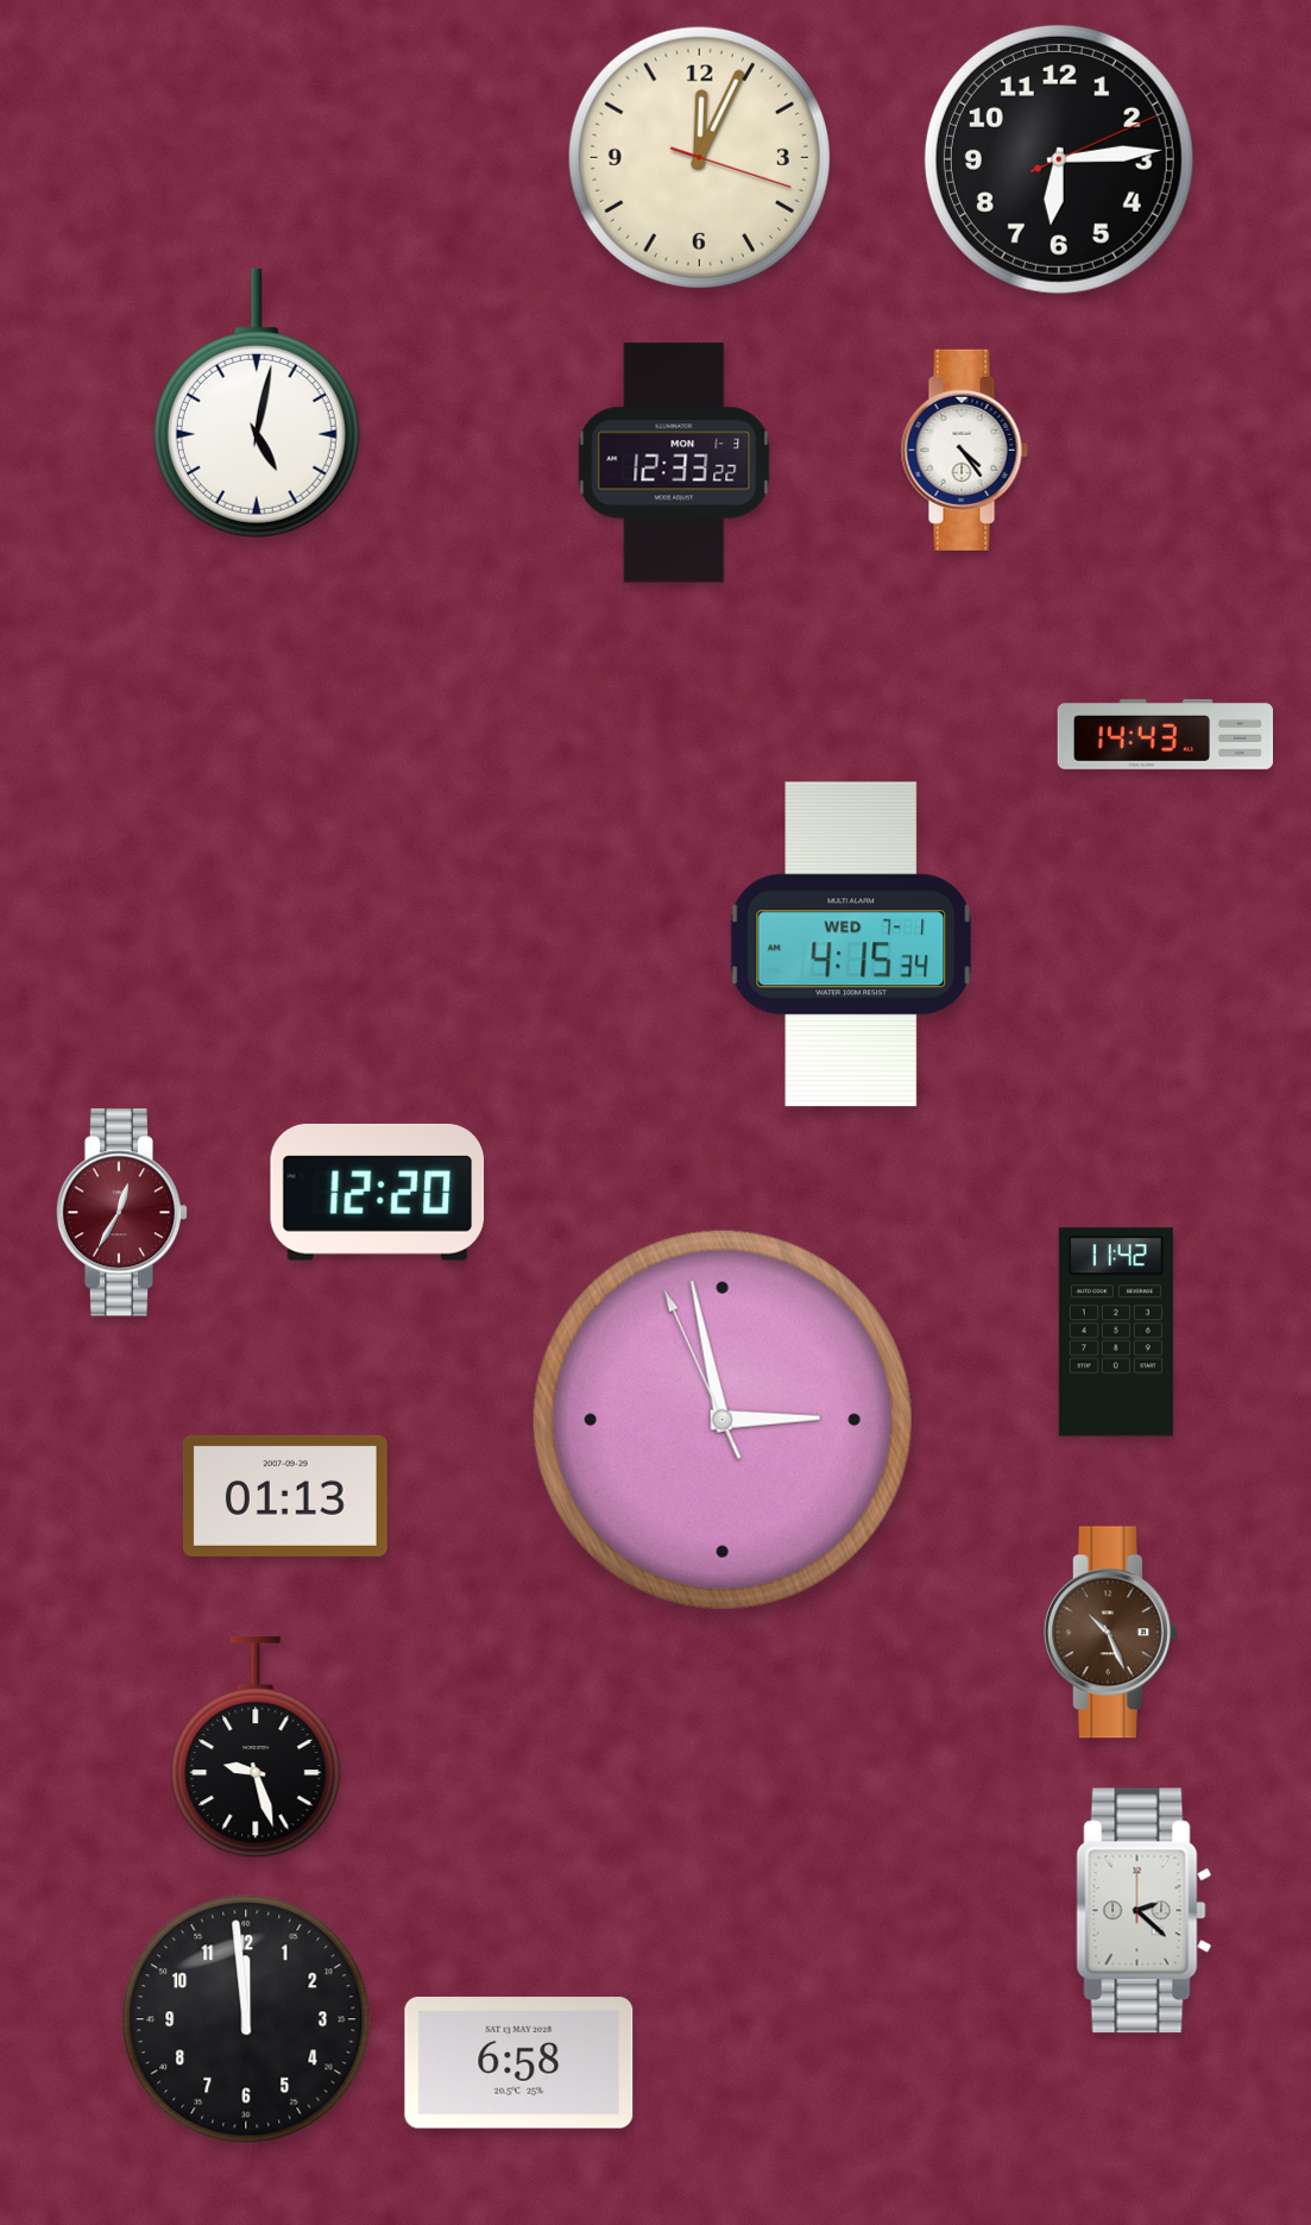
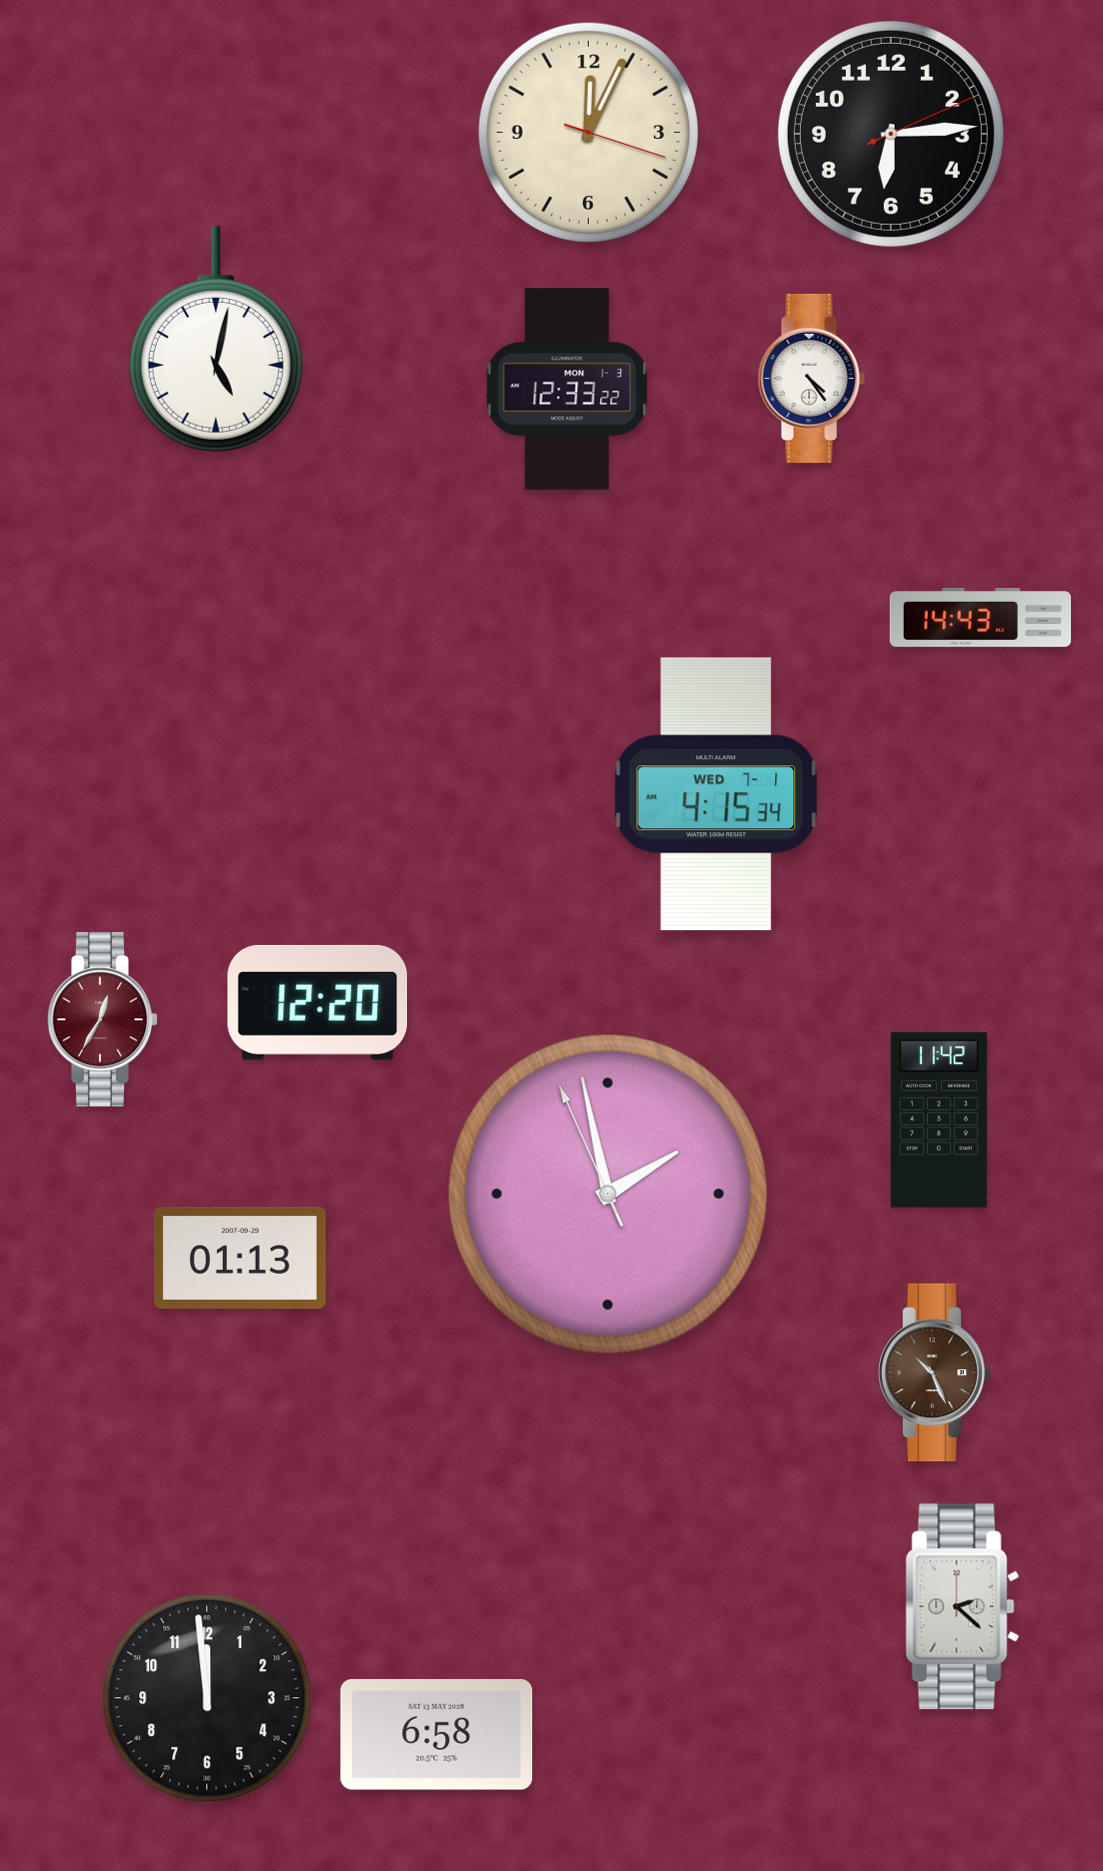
clock at (723, 1420): 2:57 -> 1:57
clock at (256, 1747): 9:27 -> none
